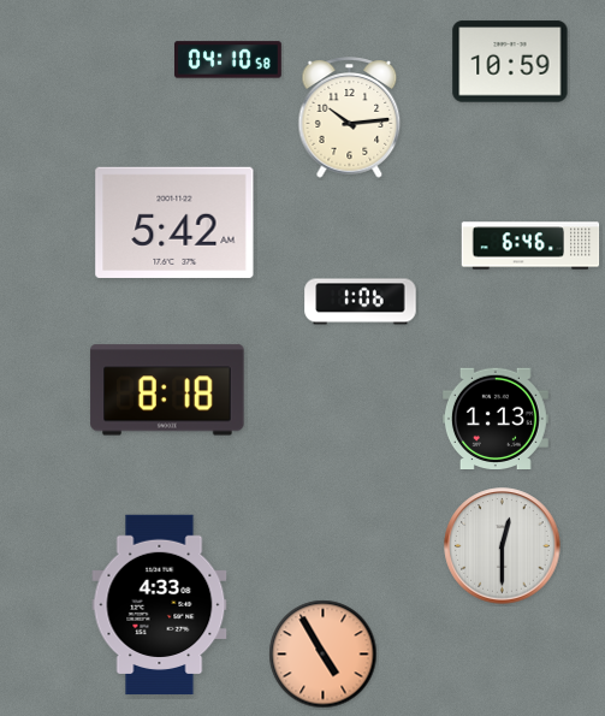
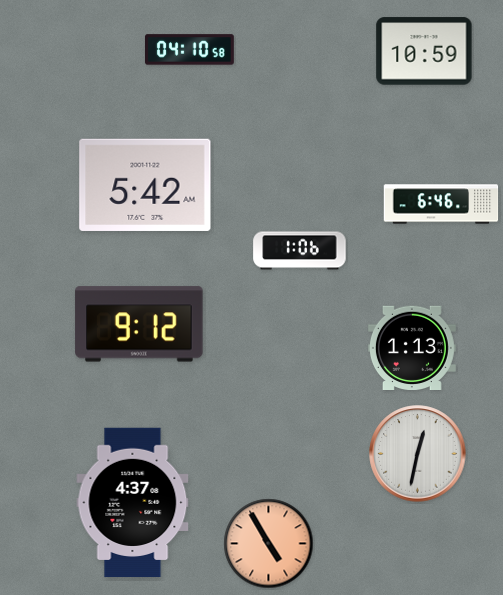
clock at (350, 118): 10:14 -> none
clock at (167, 390): 8:18 -> 9:12
clock at (503, 546): 12:30 -> 12:32
clock at (160, 605): 4:33 -> 4:37
